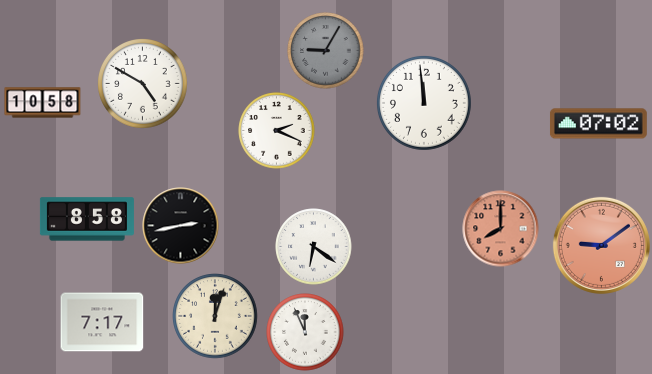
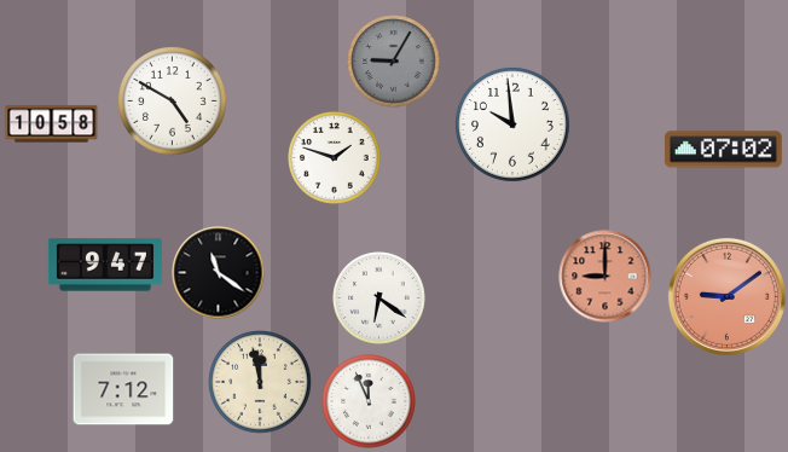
clock at (424, 103): 11:59 -> 9:59
clock at (277, 131): 2:19 -> 1:48
clock at (87, 219): 8:58 -> 9:47
clock at (181, 226): 2:43 -> 11:21
clock at (501, 229): 8:00 -> 9:00
clock at (215, 316): 12:03 -> 11:58
clock at (102, 322): 7:17 -> 7:12
